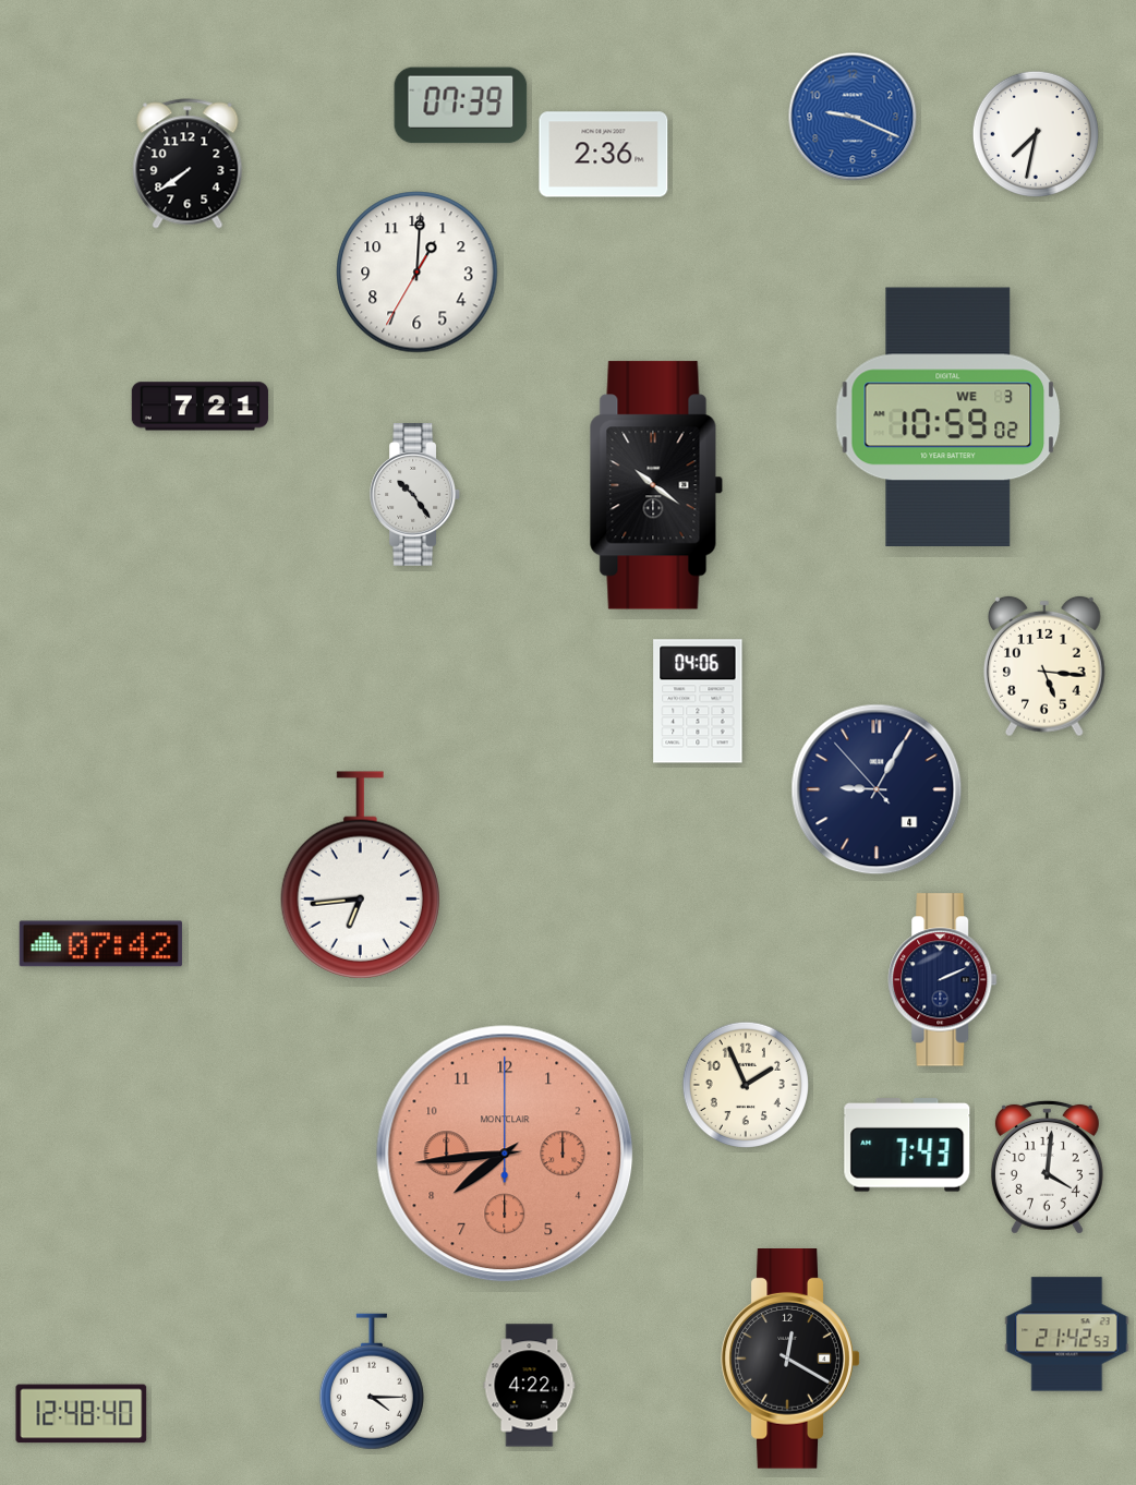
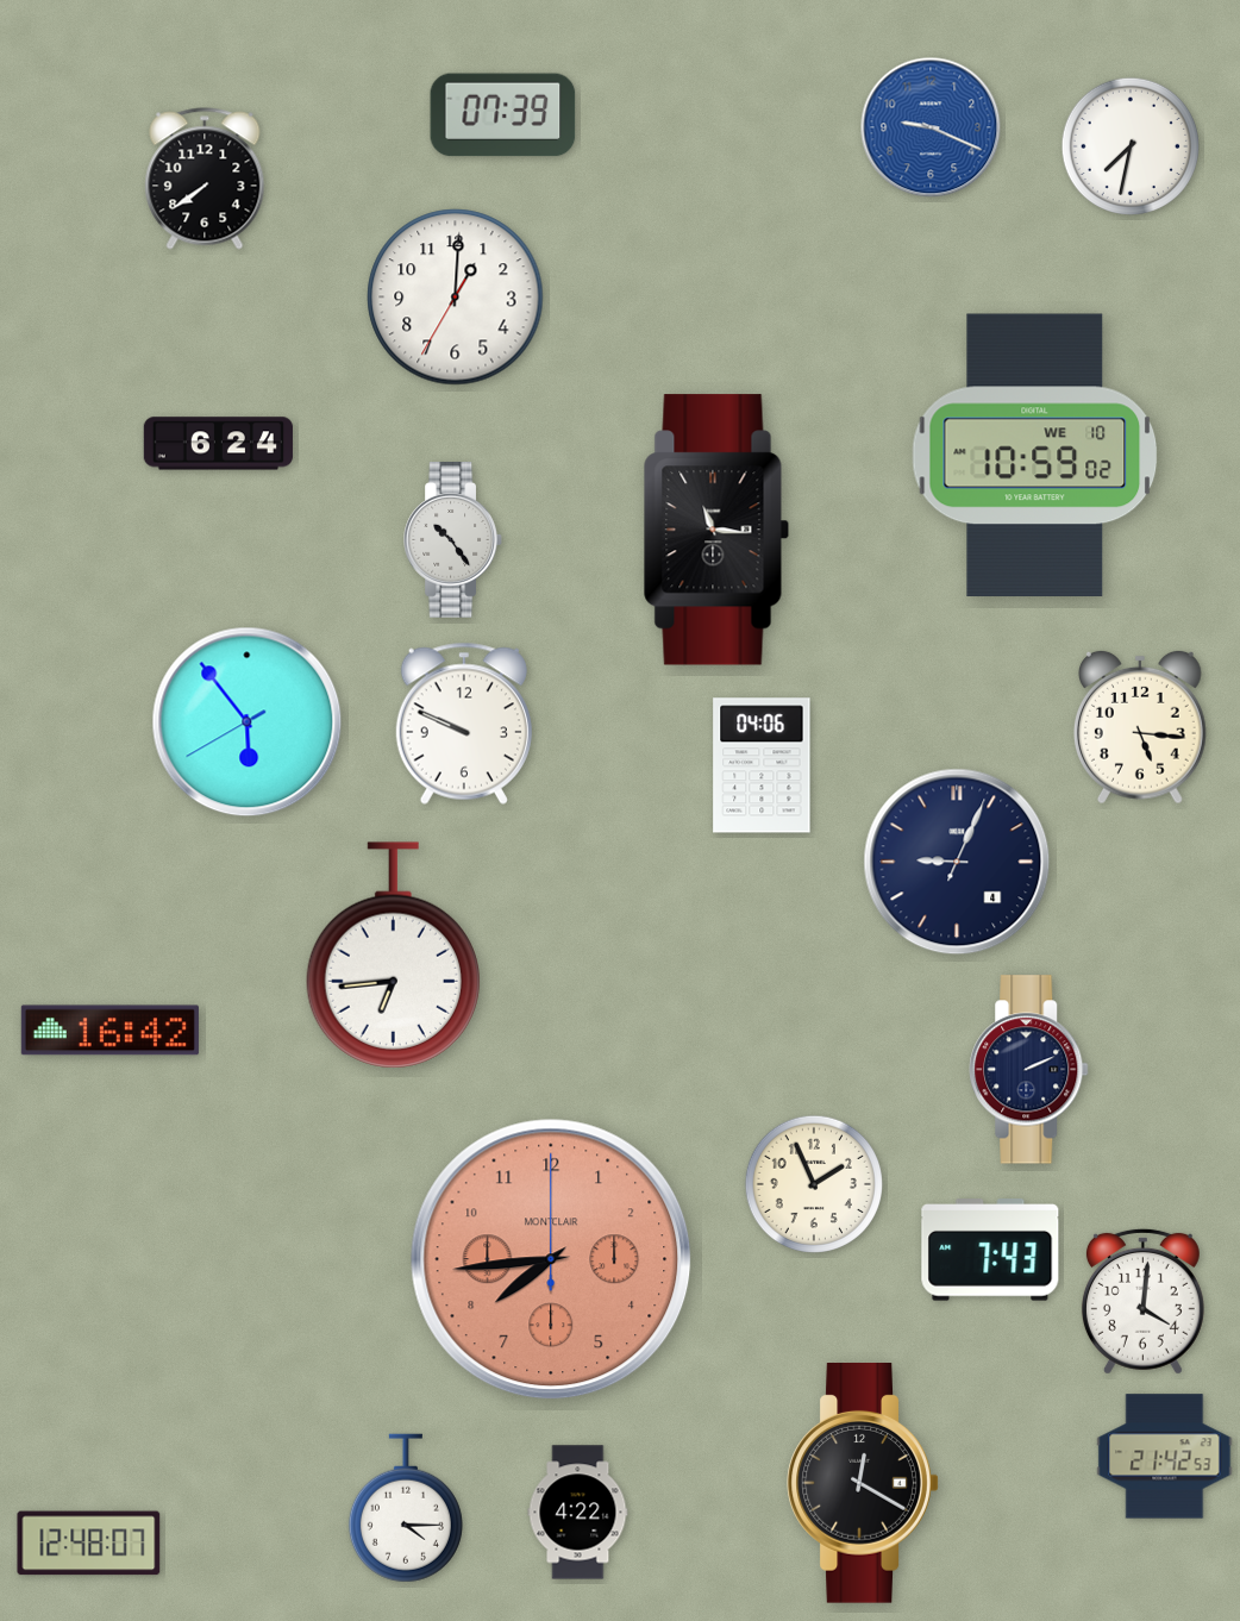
clock at (604, 155): 2:36 -> none
clock at (200, 407): 7:21 -> 6:24
clock at (948, 418) date: WE 3 -> WE 10
clock at (656, 485): 10:21 -> 11:16
clock at (248, 722): none -> 5:53
clock at (464, 724): none -> 9:49
clock at (877, 789): 9:04:53 -> 9:04:04
clock at (100, 944): 07:42 -> 16:42
clock at (1047, 1167) position: (1047, 1167) -> (1142, 1301)
clock at (82, 1414): 12:48:40 -> 12:48:07
